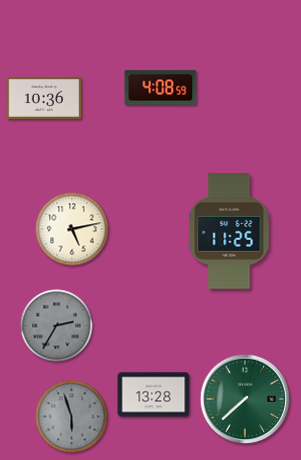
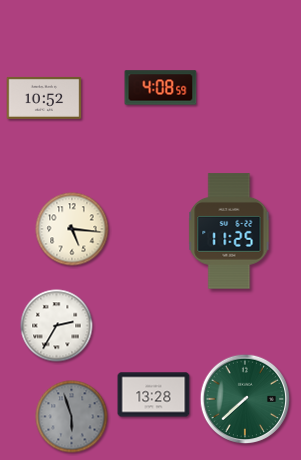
clock at (44, 98): 10:36 -> 10:52
clock at (72, 229): 5:13 -> 5:16
clock at (57, 326) dial: grey -> white
